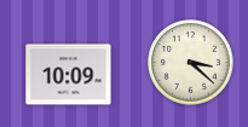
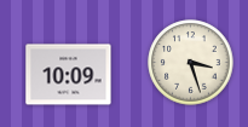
clock at (191, 63): 3:22 -> 3:27
